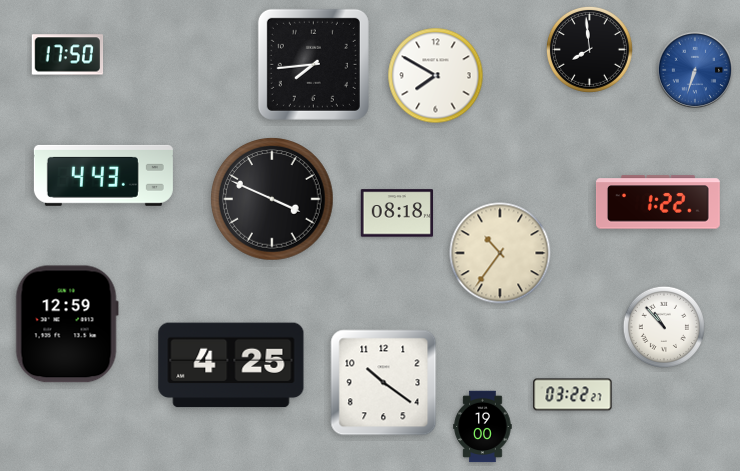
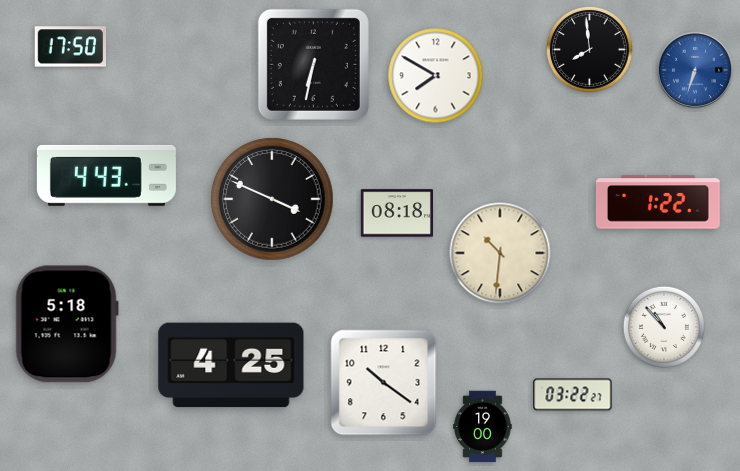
clock at (68, 55) position: (68, 55) -> (71, 47)
clock at (313, 64): 7:44 -> 6:32
clock at (103, 175) position: (103, 175) -> (106, 175)
clock at (500, 253): 10:36 -> 10:31
clock at (67, 324): 12:59 -> 5:18
